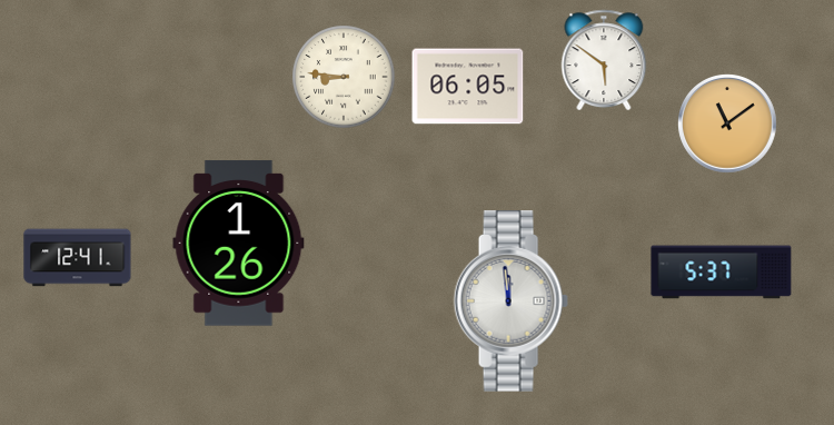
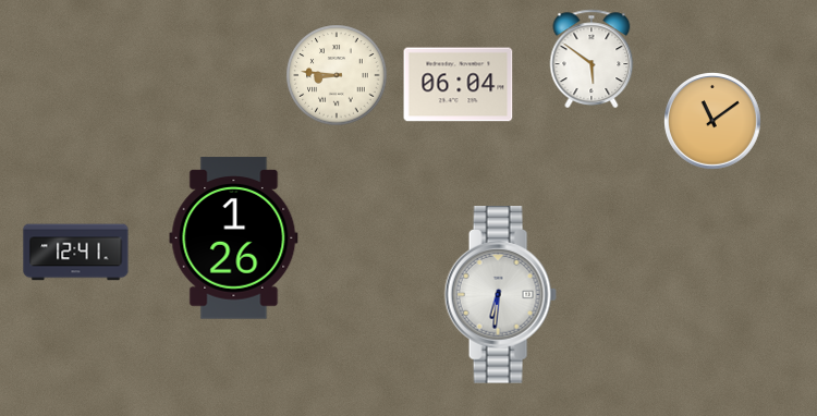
clock at (468, 87): 06:05 -> 06:04
clock at (722, 273): 5:37 -> none
clock at (510, 302): 11:59 -> 6:31
